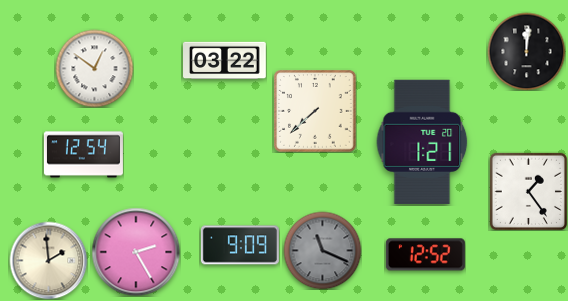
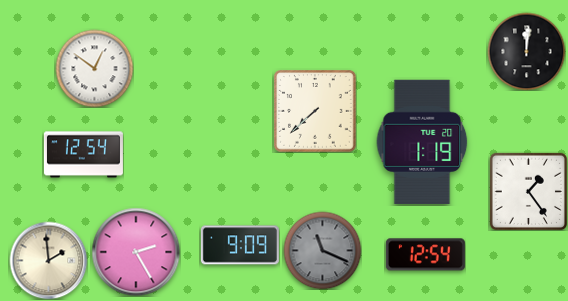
clock at (225, 61): 03:22 -> none
clock at (422, 142): 1:21 -> 1:19
clock at (425, 255): 12:52 -> 12:54
